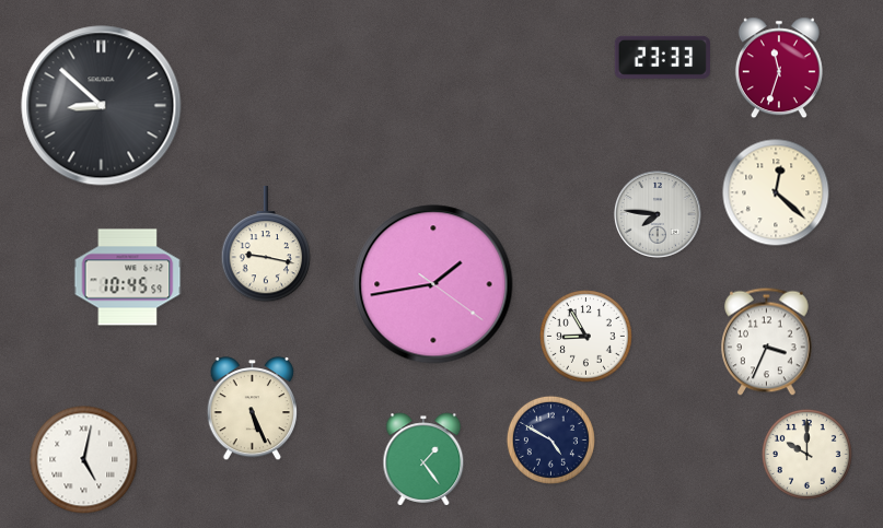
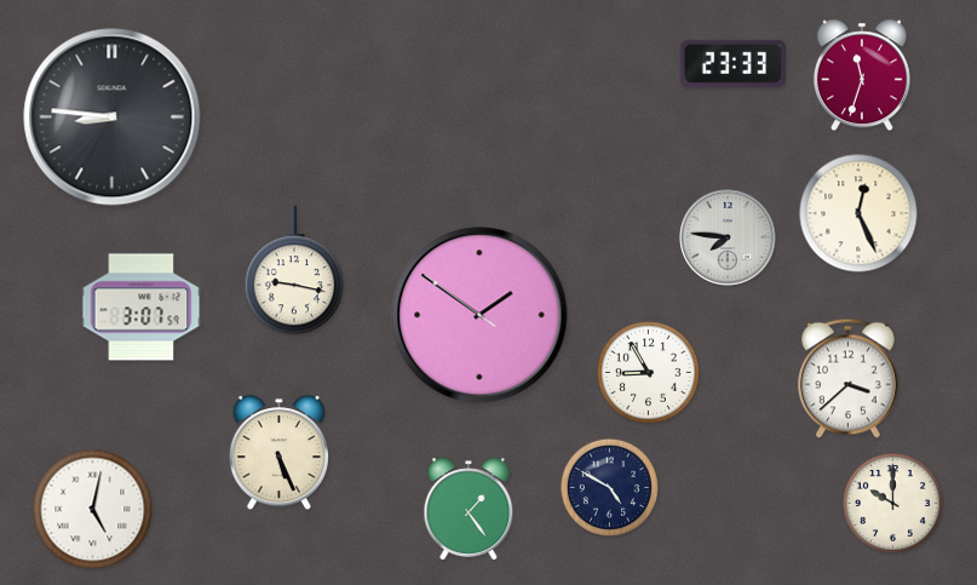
clock at (102, 106): 8:52 -> 8:46
clock at (776, 192): 12:22 -> 12:26
clock at (128, 278): 10:45 -> 3:07
clock at (433, 284): 1:43 -> 1:50
clock at (767, 342): 3:34 -> 3:38
